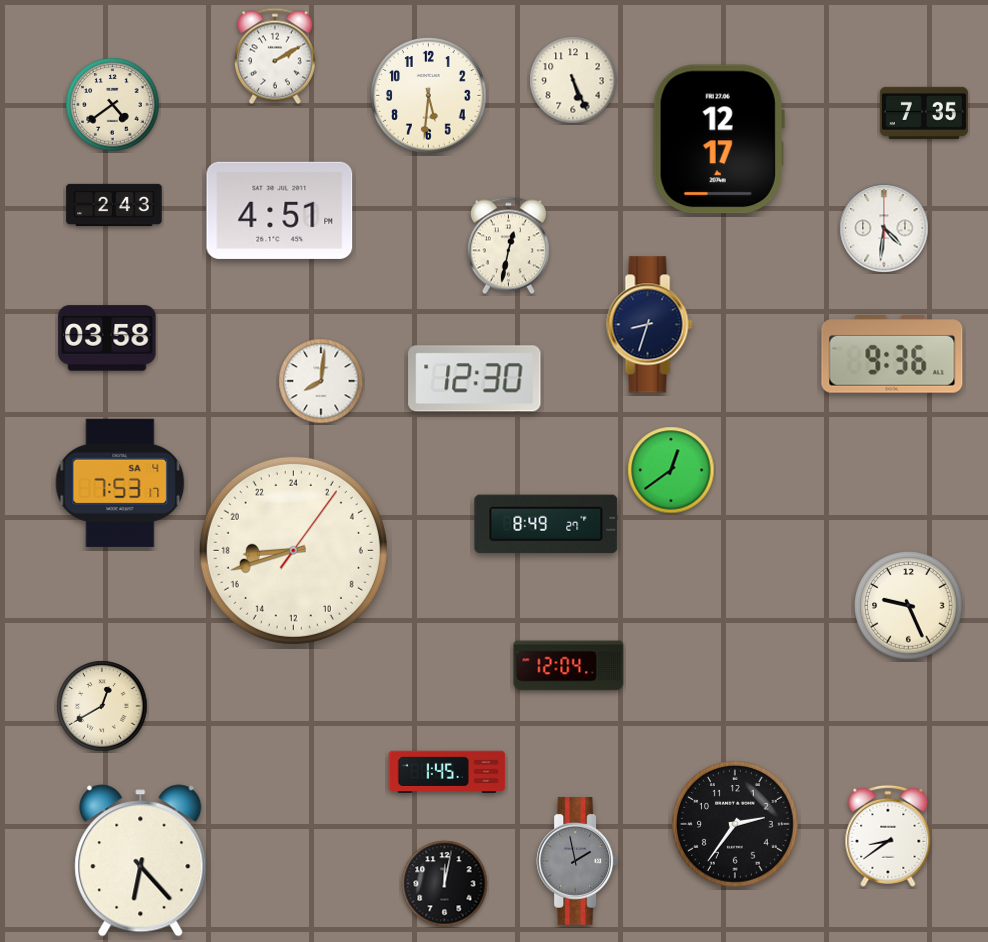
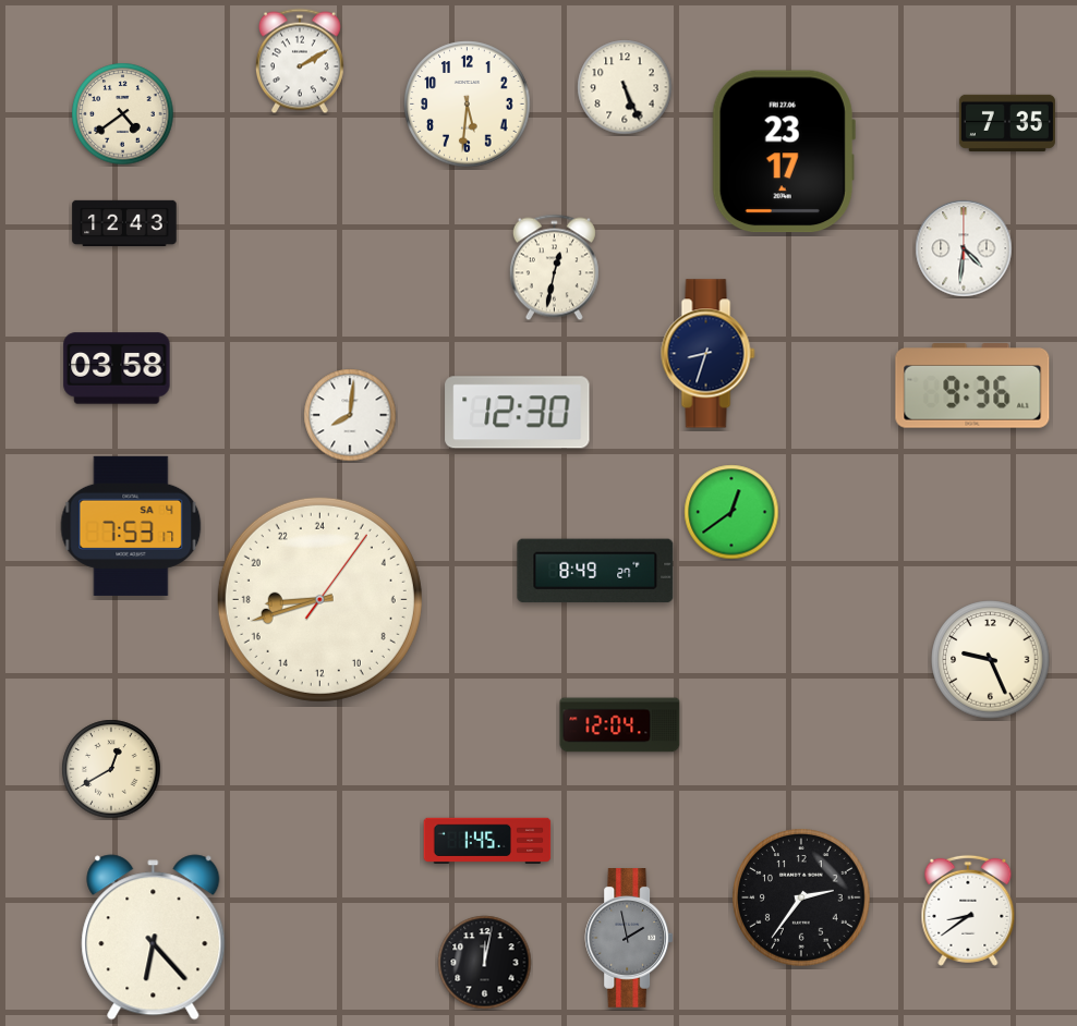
clock at (719, 139): 12:17 -> 23:17
clock at (114, 205): 2:43 -> 12:43
clock at (280, 210): 4:51 -> none
